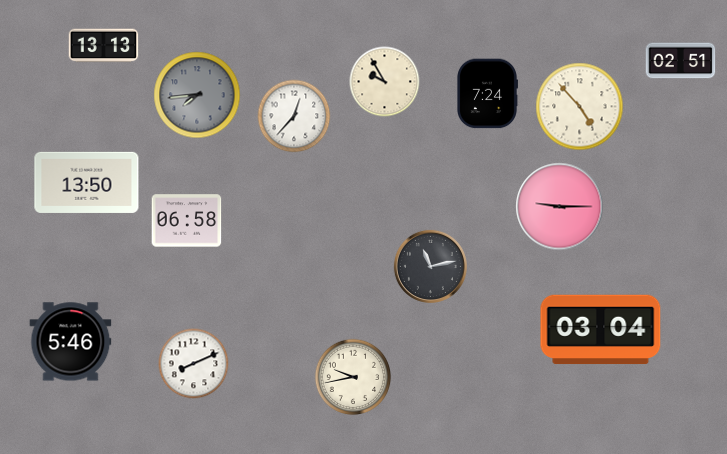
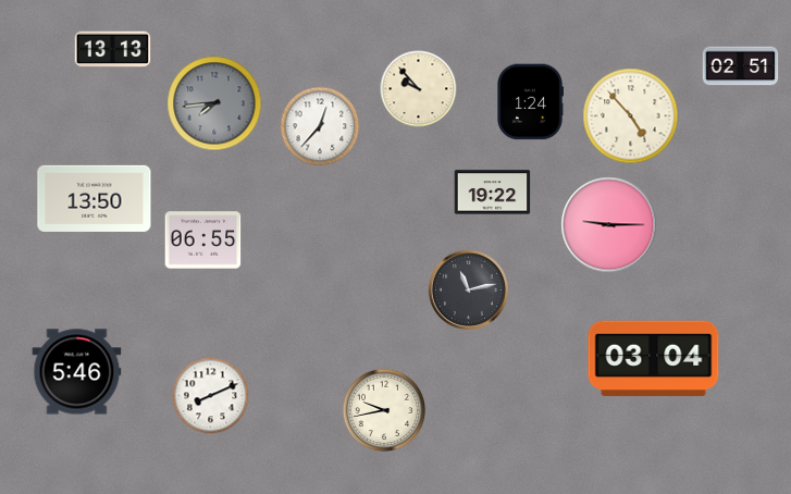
clock at (385, 82): 9:55 -> 9:53
clock at (488, 94): 7:24 -> 1:24
clock at (493, 193): none -> 19:22
clock at (187, 221): 06:58 -> 06:55
